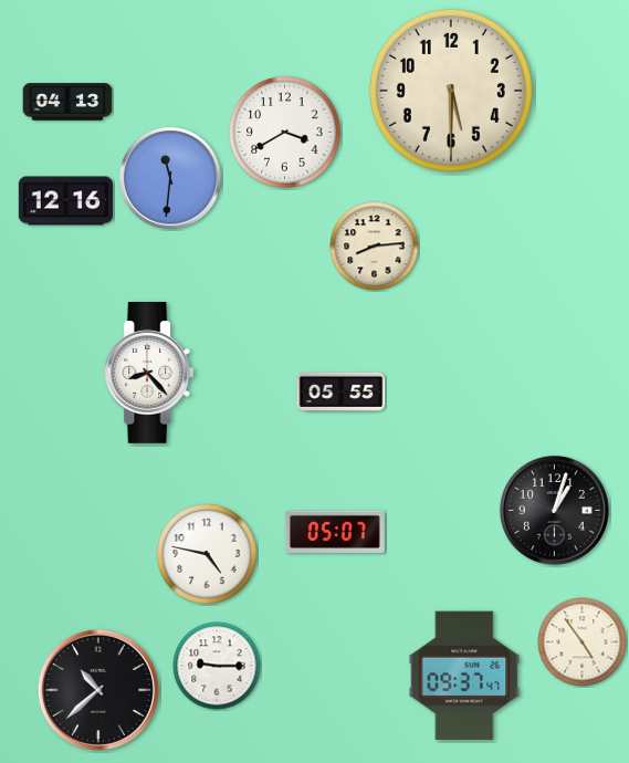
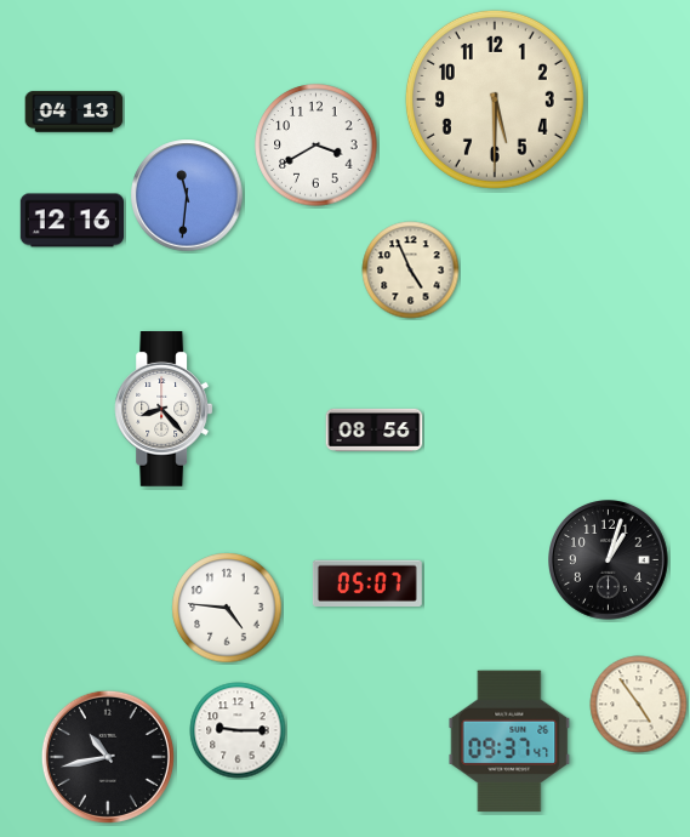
clock at (285, 133) position: (285, 133) -> (317, 146)
clock at (375, 247): 8:14 -> 4:56
clock at (342, 391): 05:55 -> 08:56
clock at (207, 554): 4:47 -> 4:46
clock at (98, 690): 10:38 -> 10:43
